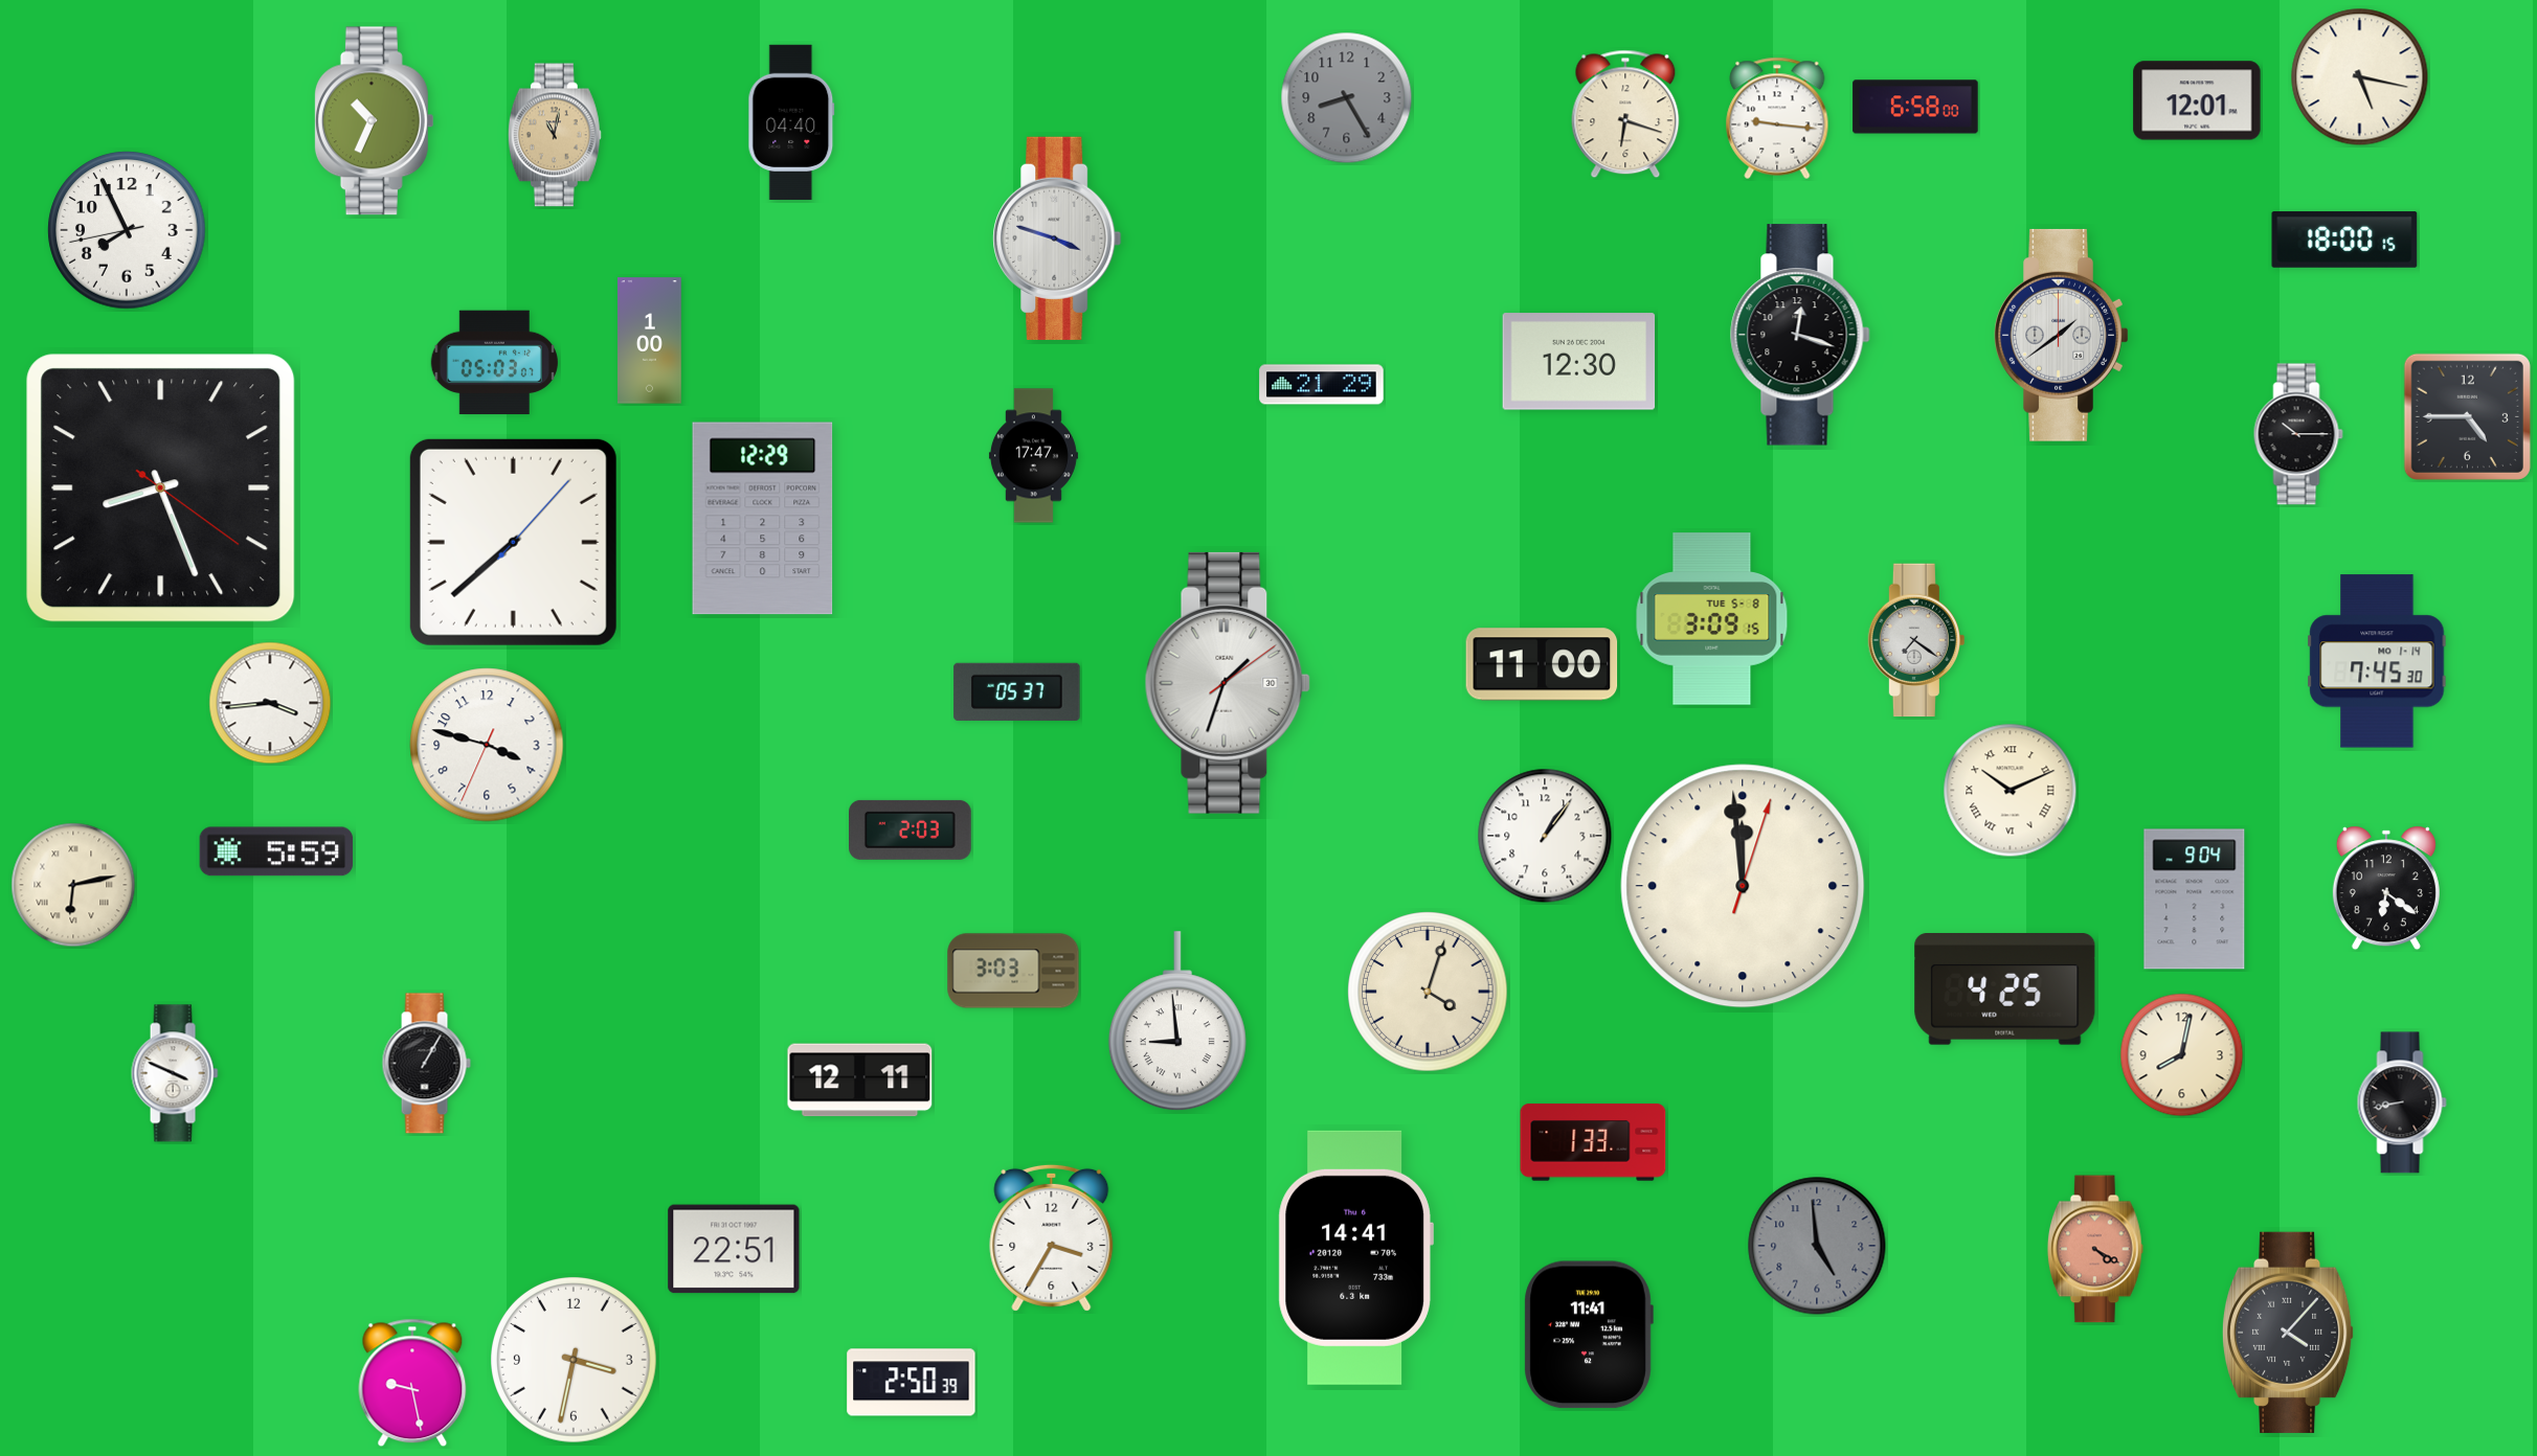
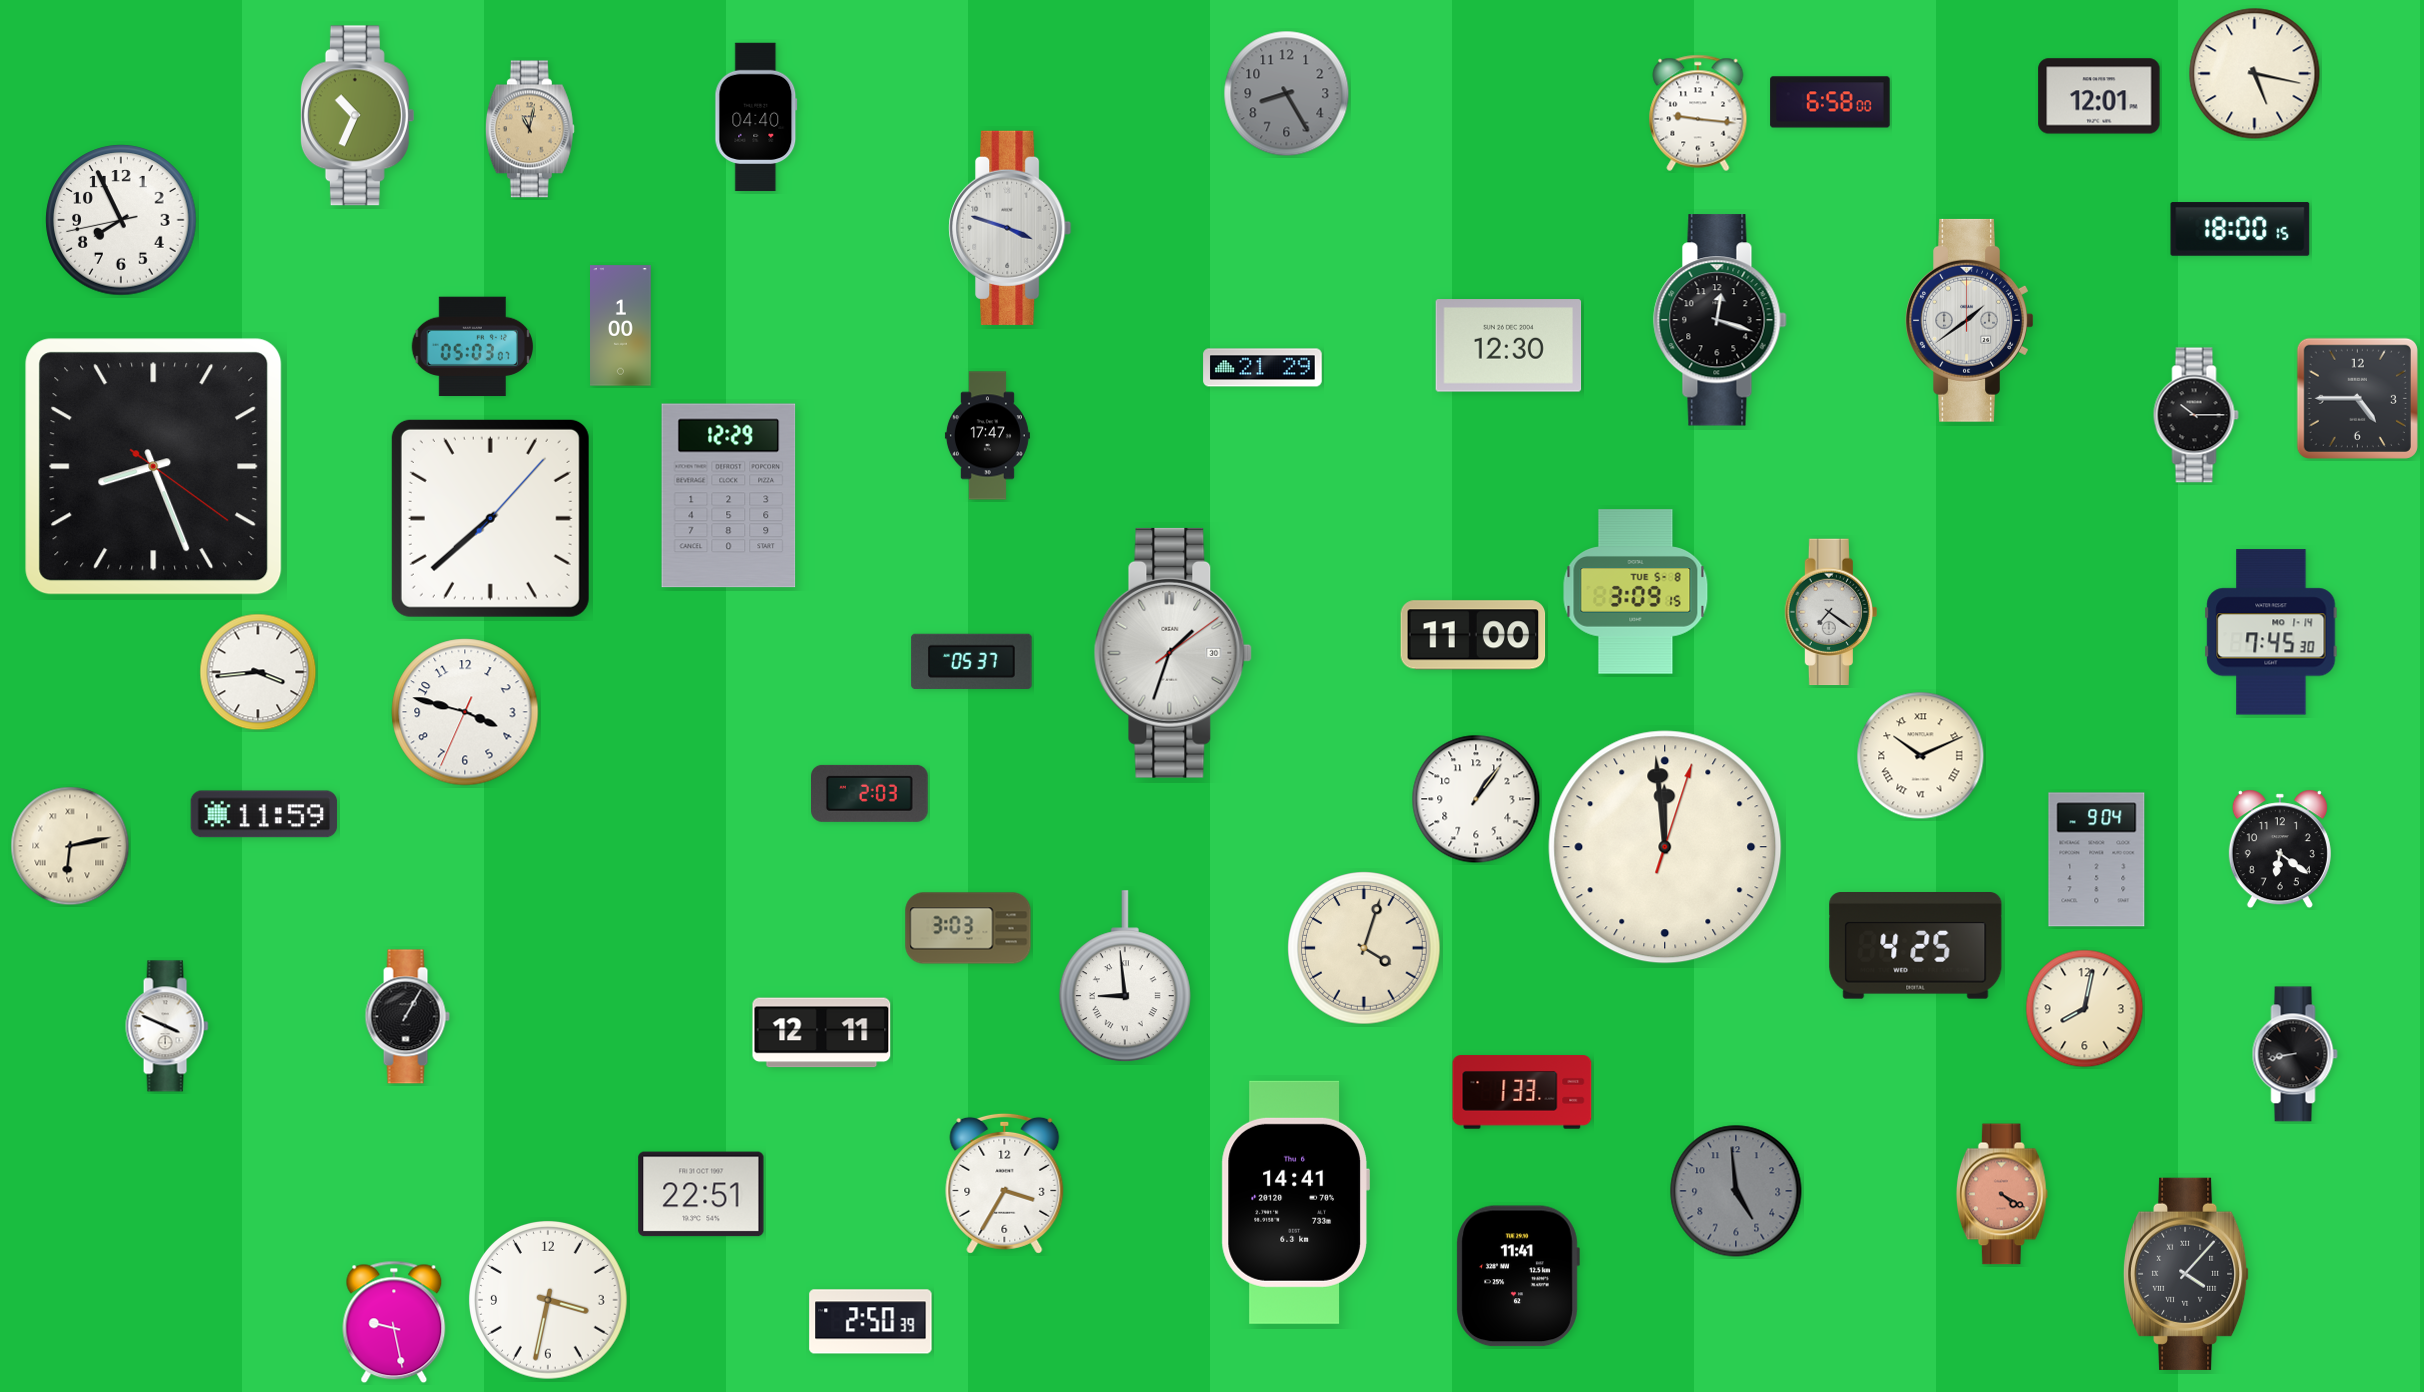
clock at (1625, 114): 6:18 -> none
clock at (276, 851): 5:59 -> 11:59
